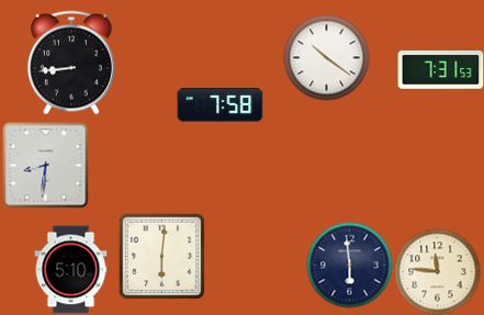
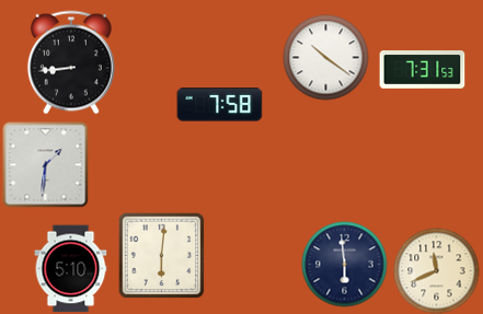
clock at (440, 70) position: (440, 70) -> (422, 70)
clock at (45, 165): 8:31 -> 1:31
clock at (349, 265) position: (349, 265) -> (344, 264)
clock at (437, 271): 11:46 -> 11:41
